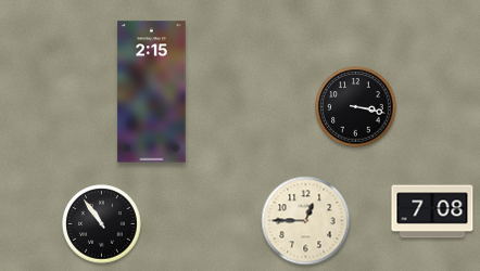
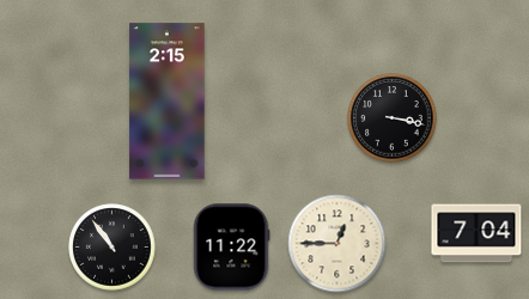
clock at (432, 211): 7:08 -> 7:04
clock at (231, 248): none -> 11:22
